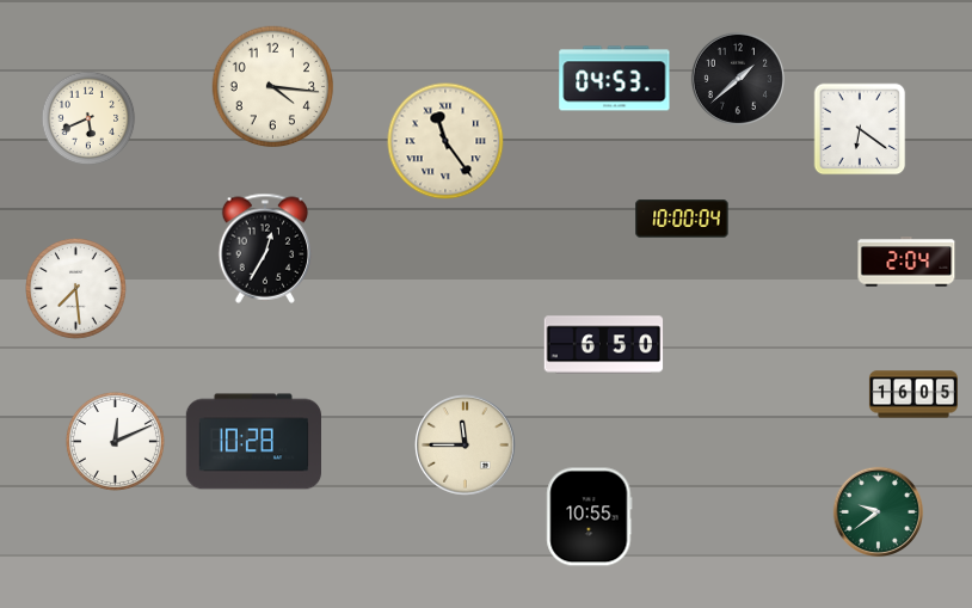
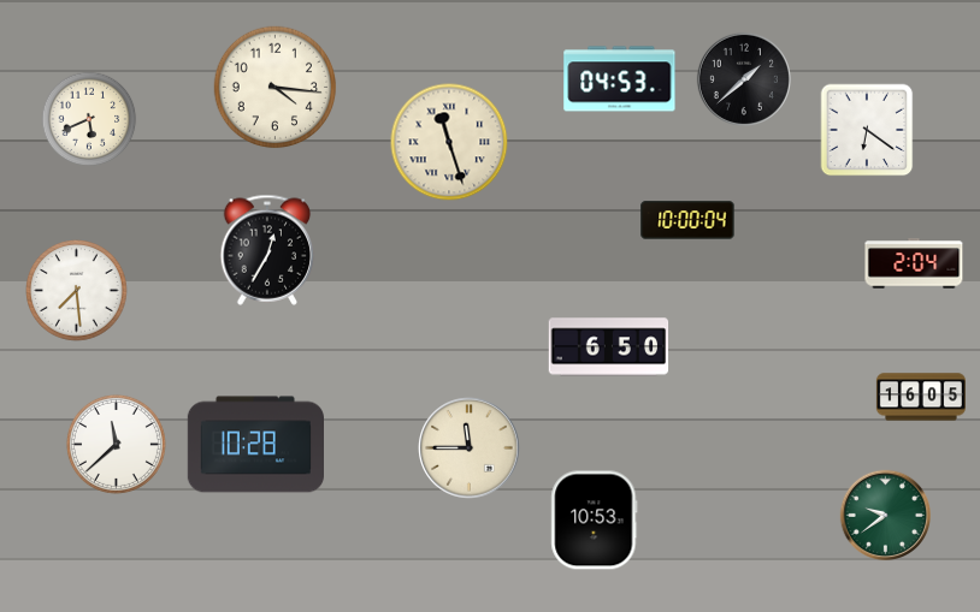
clock at (445, 141): 11:24 -> 11:27
clock at (115, 441): 12:11 -> 11:38
clock at (590, 517): 10:55 -> 10:53
